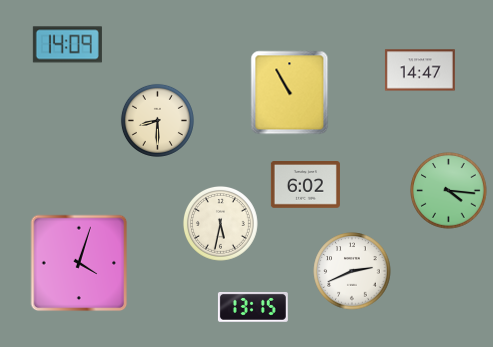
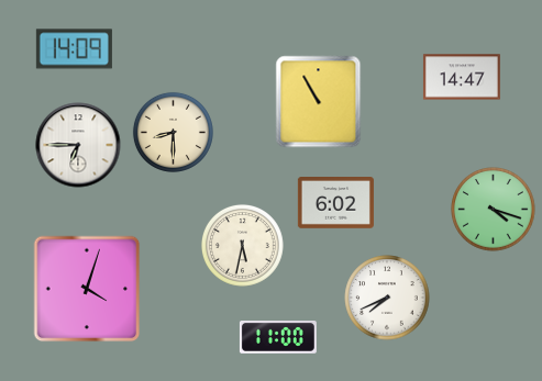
clock at (78, 145): none -> 6:45
clock at (449, 191): 4:16 -> 4:18
clock at (352, 271): 2:41 -> 7:41
clock at (253, 308): 13:15 -> 11:00
